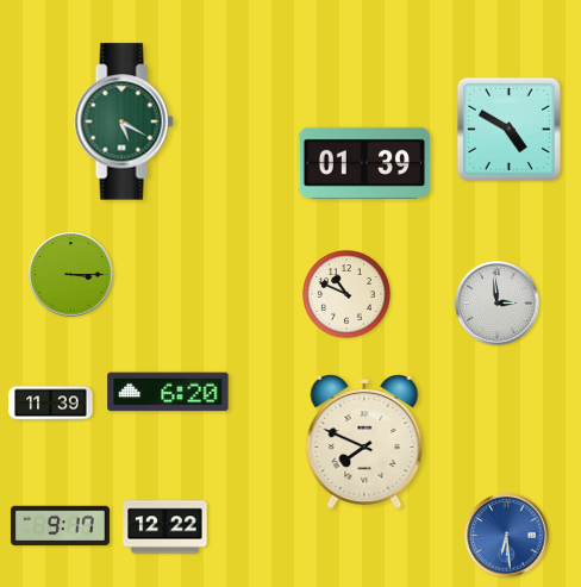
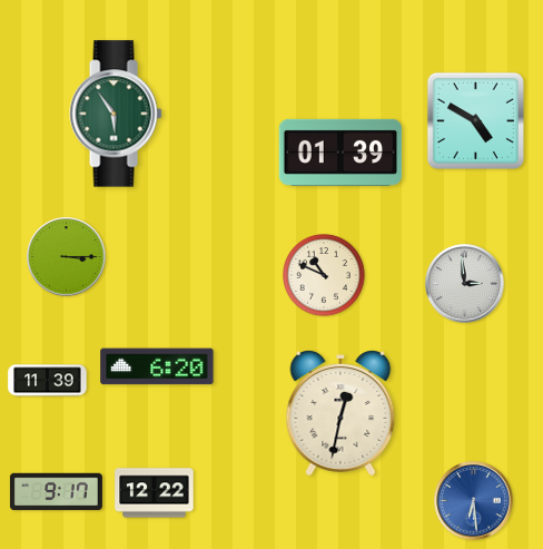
clock at (124, 121): 5:20 -> 5:54
clock at (51, 404) position: (51, 404) -> (48, 381)
clock at (364, 443): 7:49 -> 12:32
